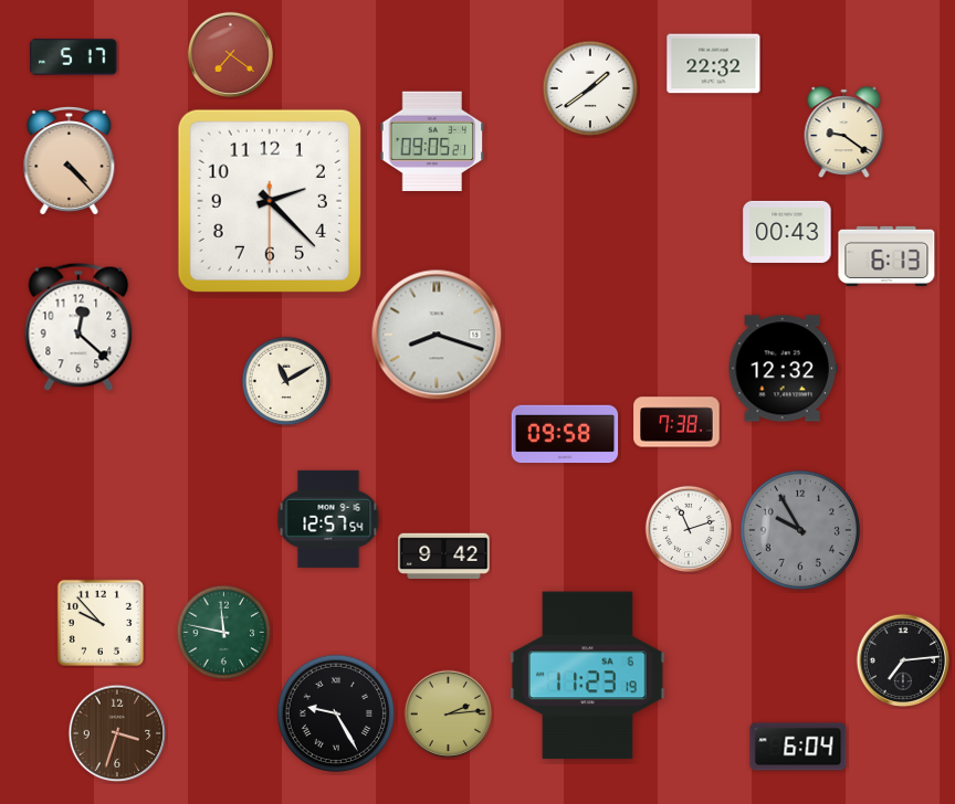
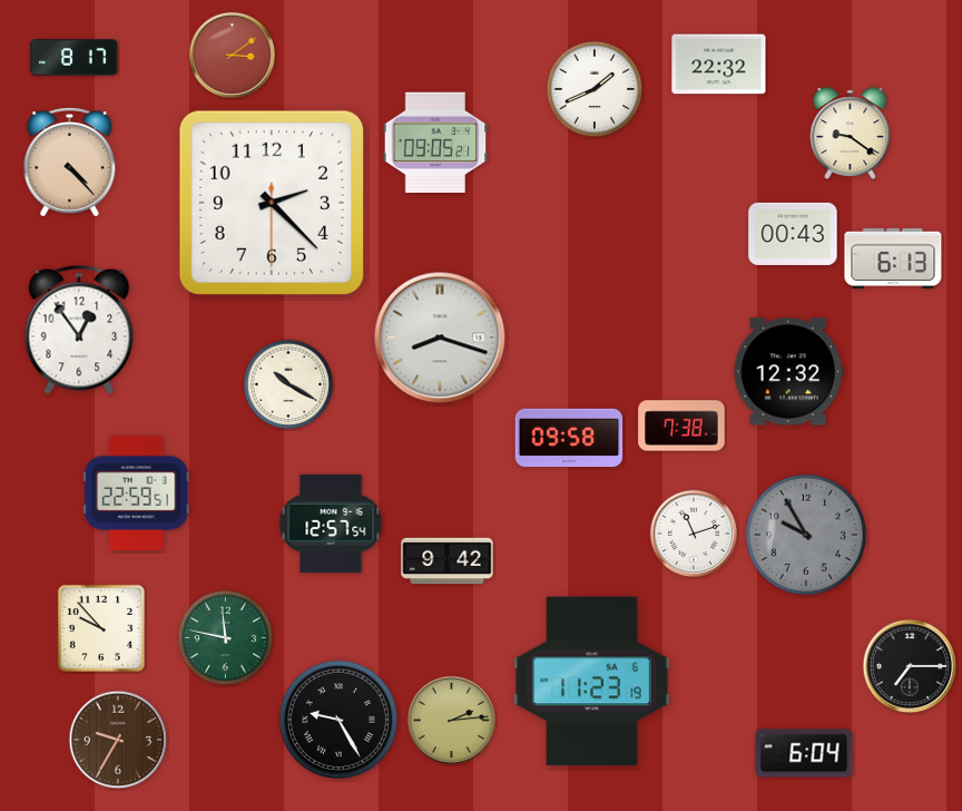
clock at (230, 54): 7:21 -> 3:09
clock at (74, 57): 5:17 -> 8:17
clock at (590, 88): 1:39 -> 1:41
clock at (78, 327): 12:22 -> 12:54
clock at (286, 381): 11:10 -> 10:20
clock at (136, 492): none -> 22:59
clock at (903, 660): 7:14 -> 7:15
clock at (117, 733): 3:33 -> 9:35
